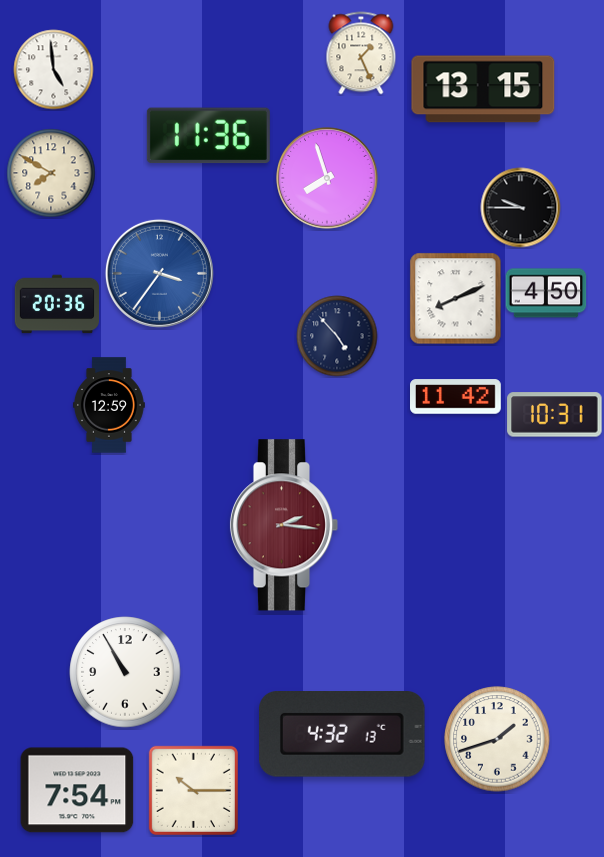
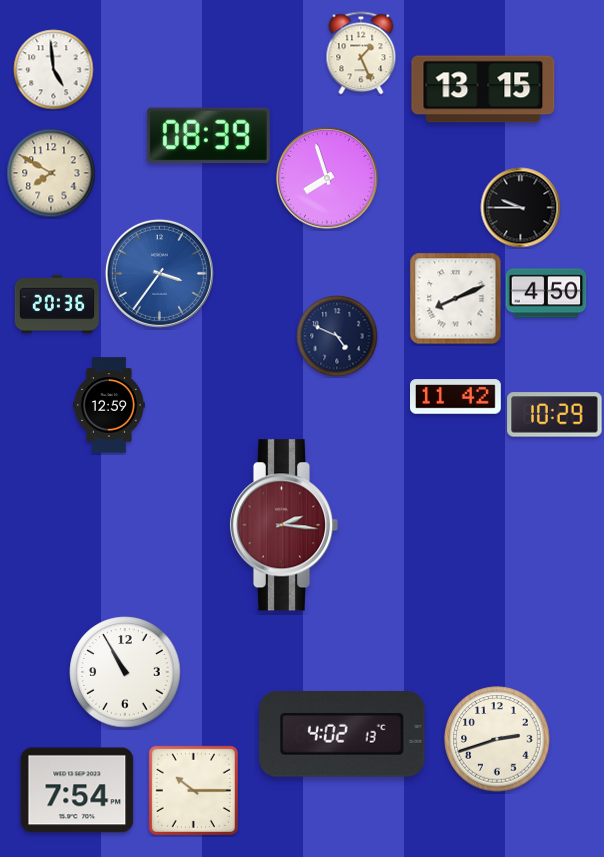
clock at (208, 136): 11:36 -> 08:39
clock at (337, 336): 4:53 -> 4:49
clock at (555, 415): 10:31 -> 10:29
clock at (342, 735): 4:32 -> 4:02
clock at (497, 739): 1:42 -> 2:42
